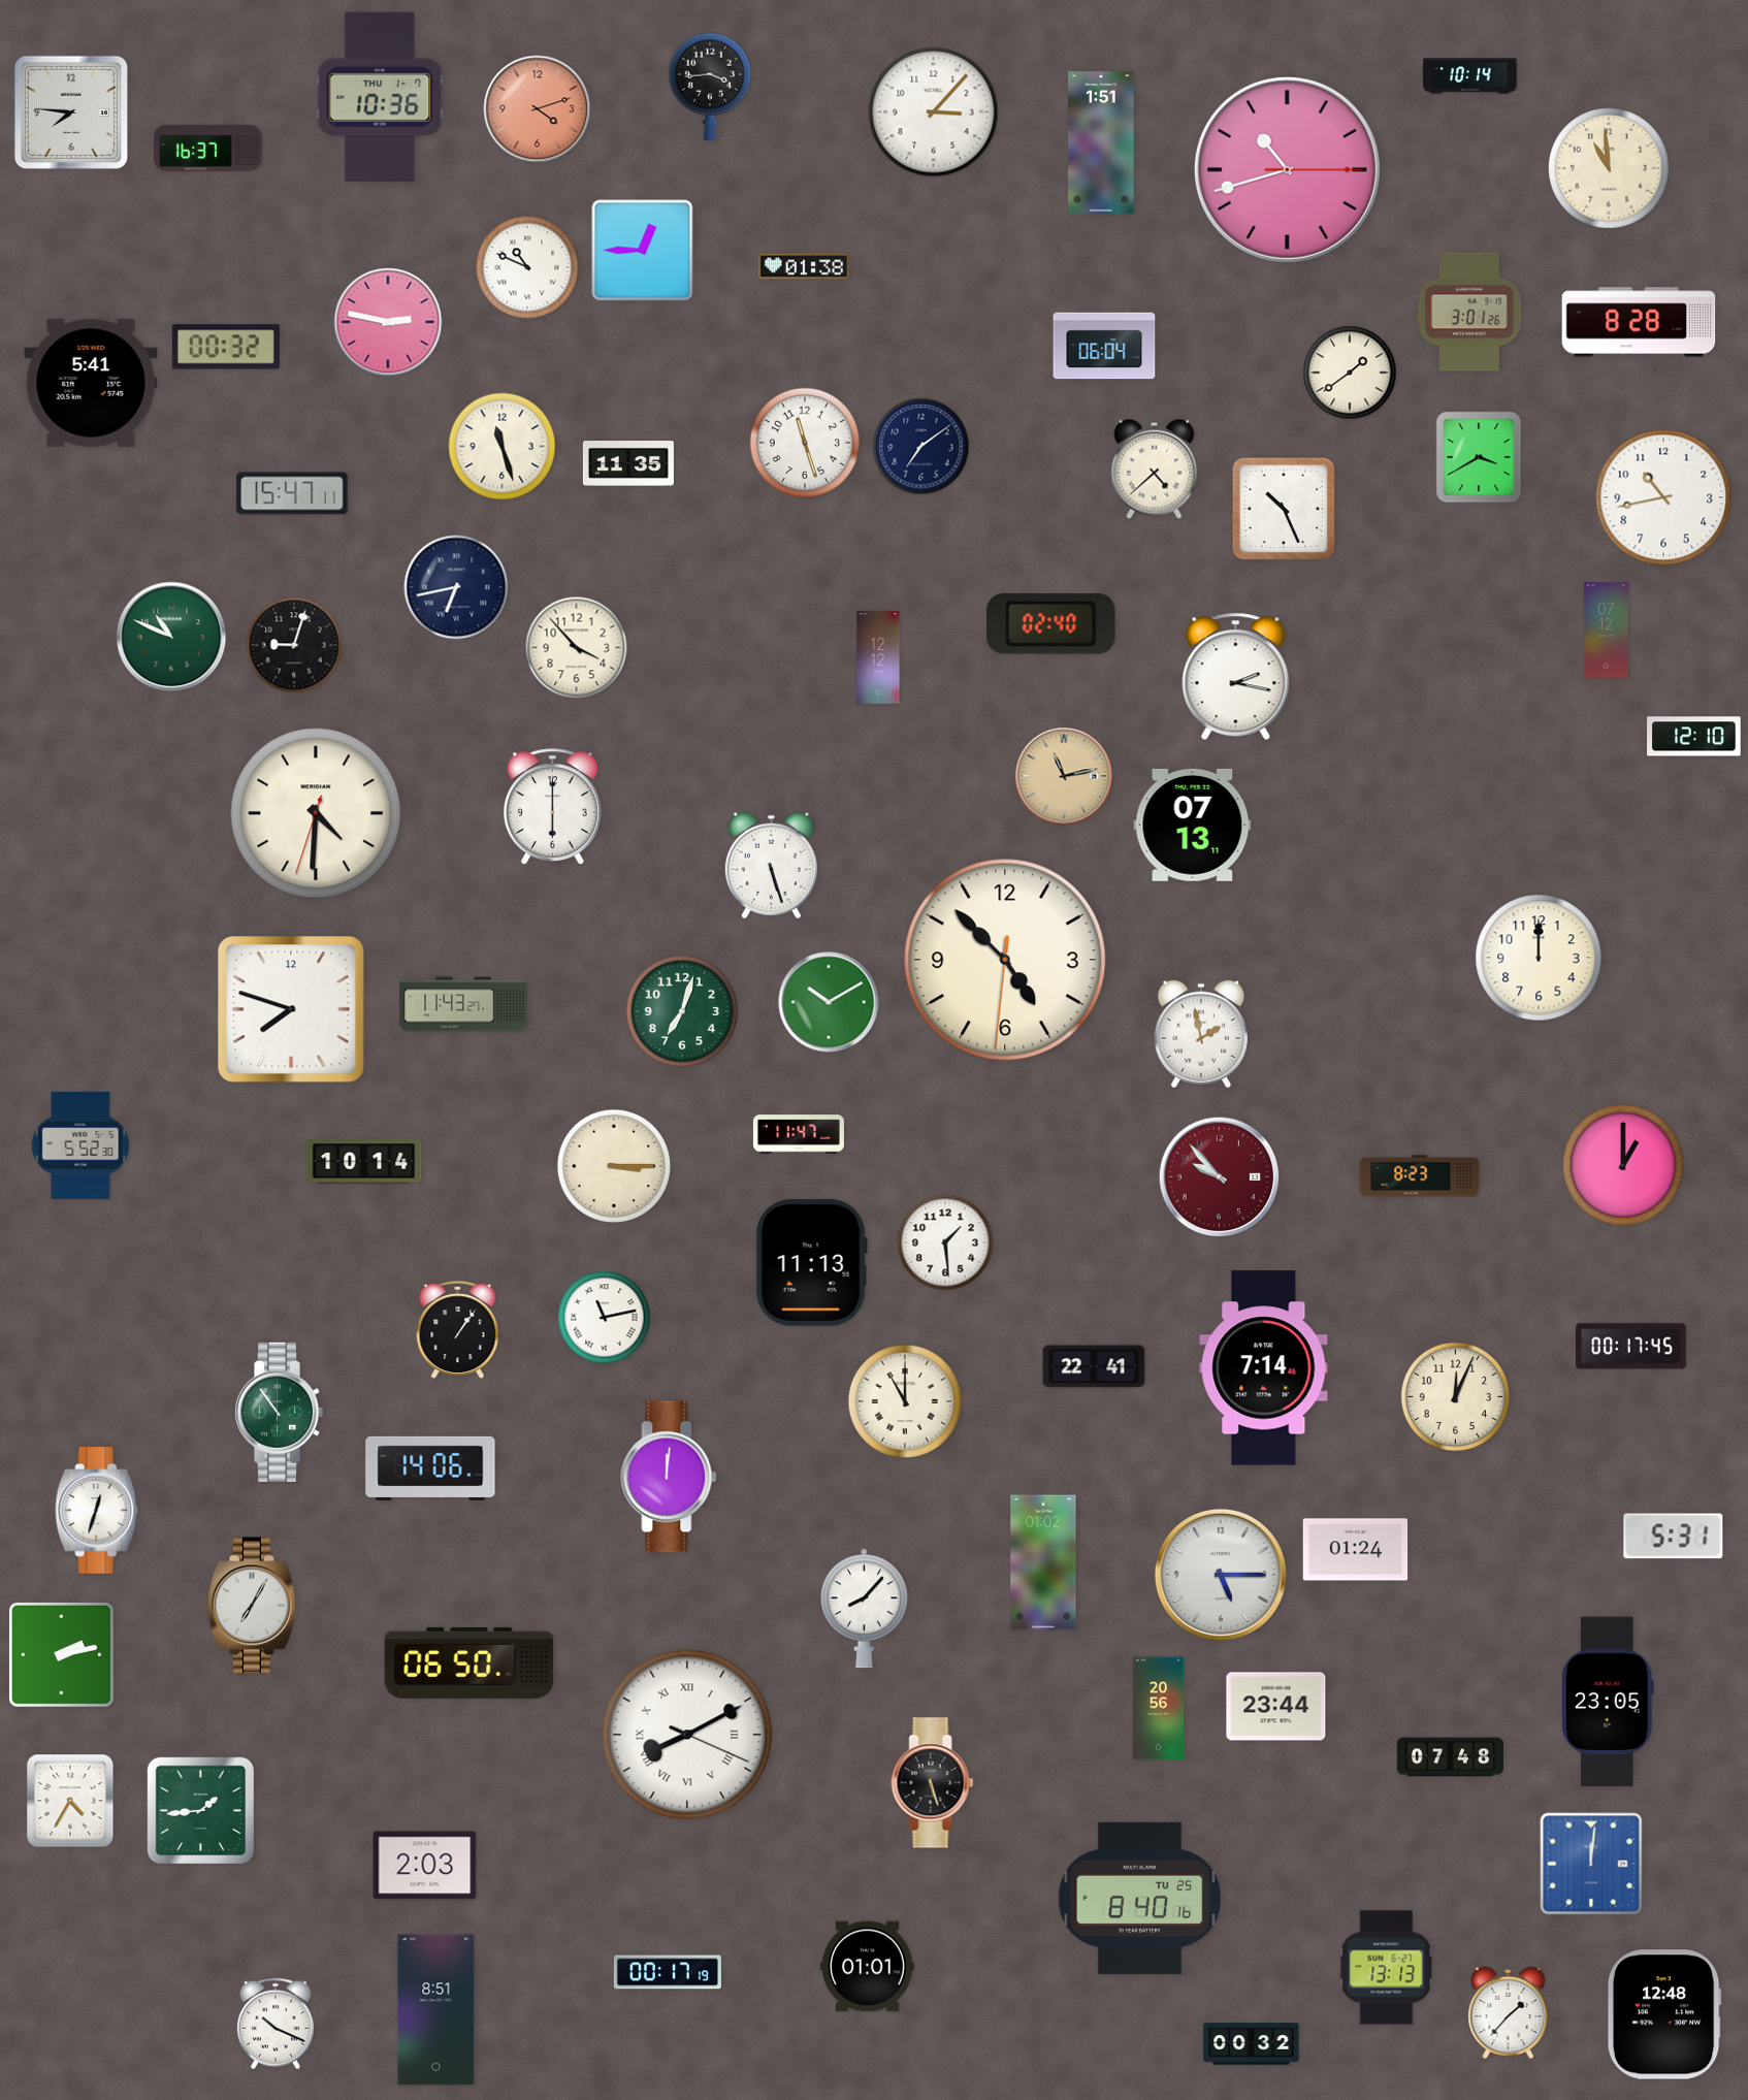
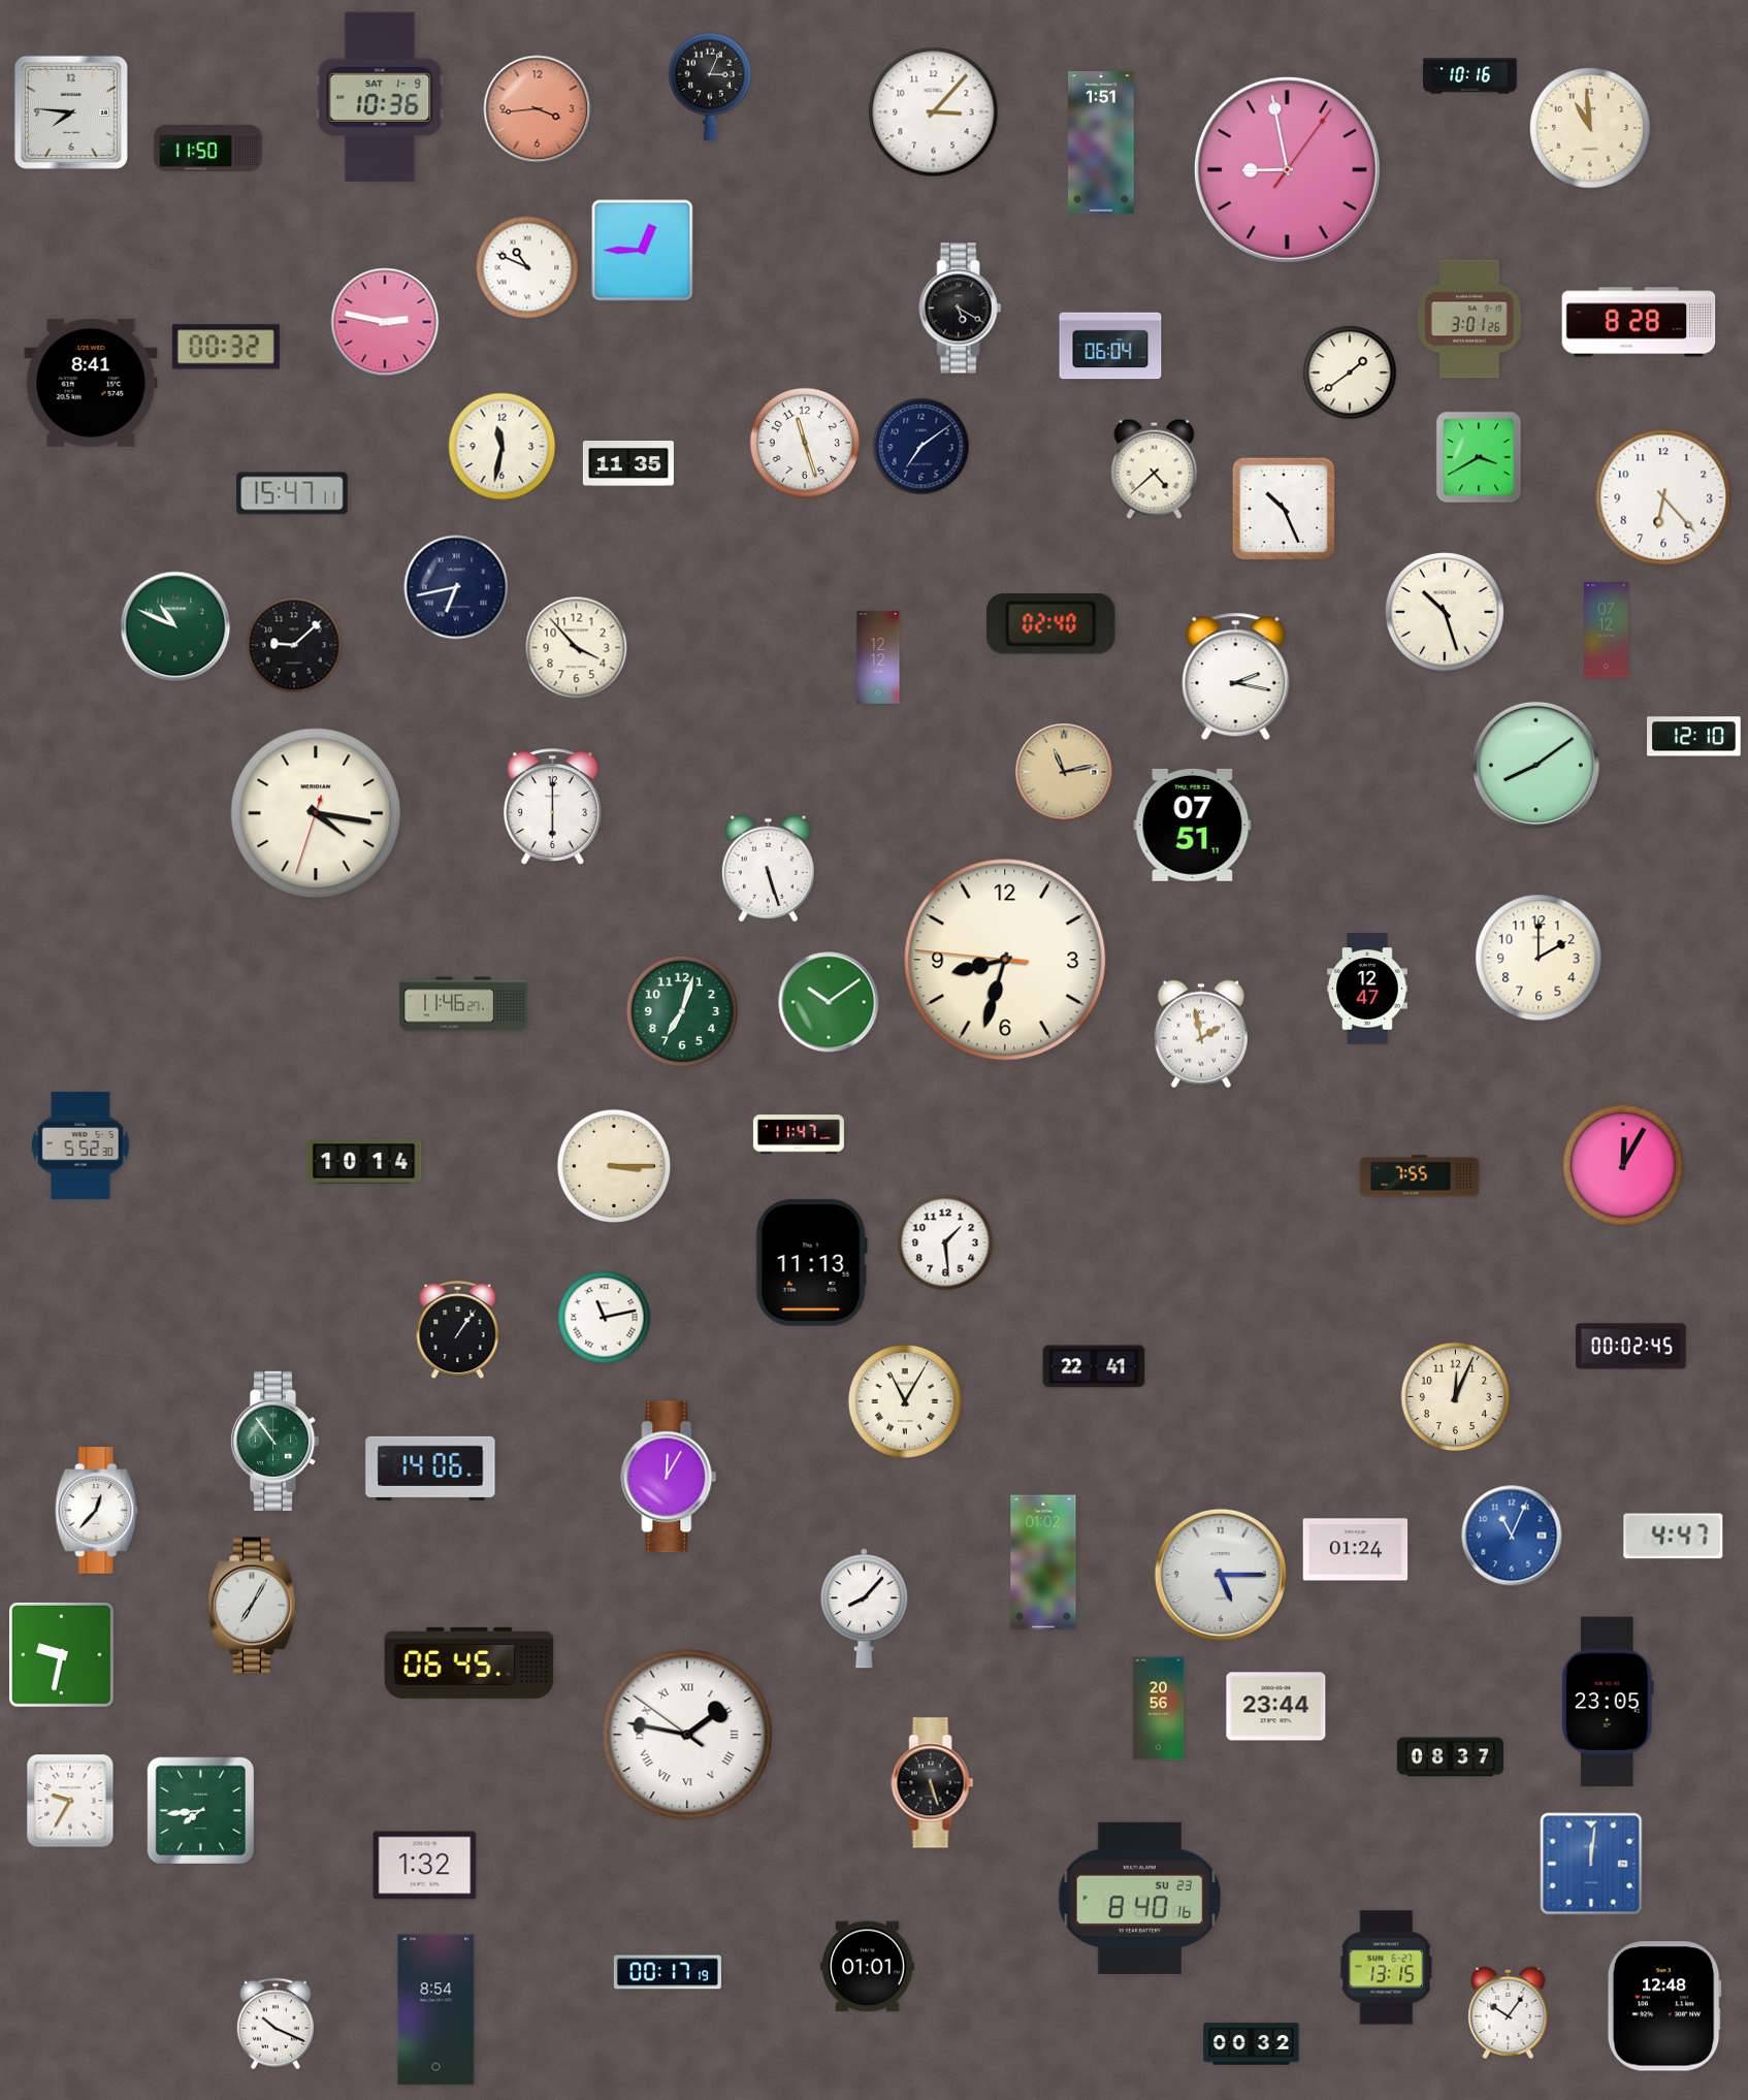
clock at (1470, 76): 10:14 -> 10:16
clock at (710, 87): 3:44 -> 3:04
clock at (380, 97) date: THU 1-7 -> SAT 1-9
clock at (538, 109): 4:12 -> 3:44
clock at (207, 148): 16:37 -> 11:50
clock at (1287, 169): 10:42 -> 8:58
clock at (1610, 169) position: (1610, 169) -> (1591, 129)
clock at (804, 266): 01:38 -> none
clock at (961, 309): none -> 5:20
clock at (1469, 312) position: (1469, 312) -> (1469, 319)
clock at (388, 322) position: (388, 322) -> (385, 322)
clock at (1104, 346) position: (1104, 346) -> (1110, 346)
clock at (91, 383): 5:41 -> 8:41
clock at (503, 447): 11:27 -> 11:32
clock at (1663, 497): 10:43 -> 6:23
clock at (1445, 612): none -> 10:27
clock at (171, 637) position: (171, 637) -> (175, 626)
clock at (294, 645): 9:03 -> 9:08
clock at (1535, 765): none -> 8:09
clock at (1064, 776) position: (1064, 776) -> (1064, 772)
clock at (316, 813): 4:30 -> 4:16
clock at (1193, 825): 07:13 -> 07:51
clock at (771, 866) position: (771, 866) -> (768, 869)
clock at (1539, 958): 12:00 -> 2:00
clock at (1005, 960): 4:52 -> 8:32
clock at (1367, 989): none -> 12:47
clock at (829, 1002): 10:10 -> 10:09
clock at (463, 1004): 11:43 -> 11:46
clock at (291, 1009): 7:48 -> none
clock at (1624, 1166): 1:00 -> 12:05
clock at (1420, 1176): 8:23 -> 7:55
clock at (1220, 1177): 9:53 -> none
clock at (1631, 1347): 00:17 -> 00:02
clock at (1264, 1368): 7:14 -> none
clock at (905, 1401): 11:00 -> 11:05
clock at (279, 1412) position: (279, 1412) -> (274, 1441)
clock at (669, 1477): 12:01 -> 12:05
clock at (97, 1511): 12:33 -> 12:37
clock at (1512, 1536): none -> 11:04
clock at (1674, 1537): 5:31 -> 4:47
clock at (61, 1654): 2:13 -> 9:32
clock at (470, 1662): 06:50 -> 06:45
clock at (687, 1735): 8:10 -> 1:46
clock at (1450, 1757): 07:48 -> 08:37
clock at (70, 1801): 4:35 -> 9:35
clock at (201, 1811): 1:44 -> 7:44
clock at (425, 1866): 2:03 -> 1:32
clock at (1140, 1898) date: TU 25 -> SU 23
clock at (1387, 1968): 13:13 -> 13:15
clock at (436, 2010): 8:51 -> 8:54
clock at (1509, 2013): 1:37 -> 10:06
clock at (1664, 2014) position: (1664, 2014) -> (1664, 2006)
